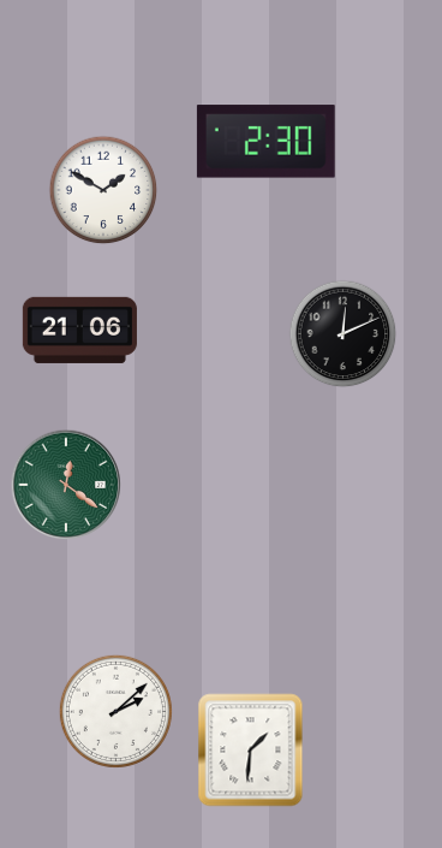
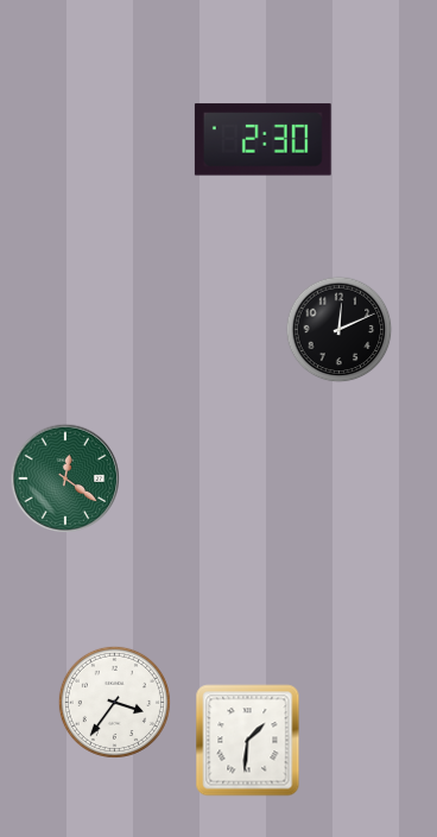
clock at (103, 190): 1:50 -> none
clock at (79, 330): 21:06 -> none
clock at (115, 711): 2:08 -> 3:36
